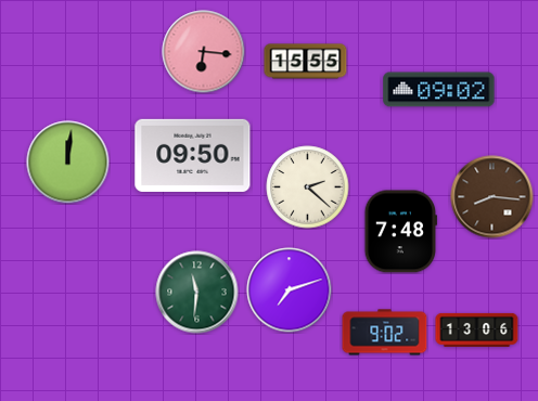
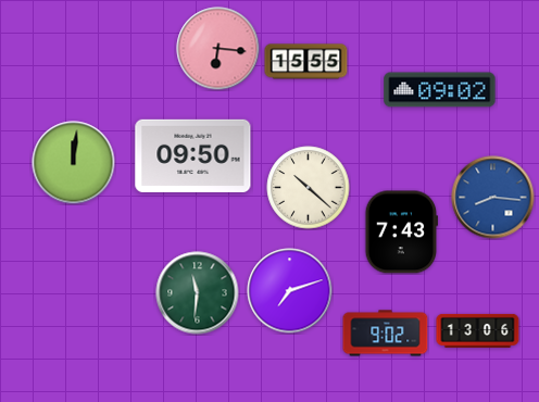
clock at (204, 52) position: (204, 52) -> (218, 49)
clock at (68, 163) position: (68, 163) -> (74, 163)
clock at (308, 187): 2:22 -> 10:22
clock at (492, 197) dial: brown -> blue
clock at (400, 232): 7:48 -> 7:43
